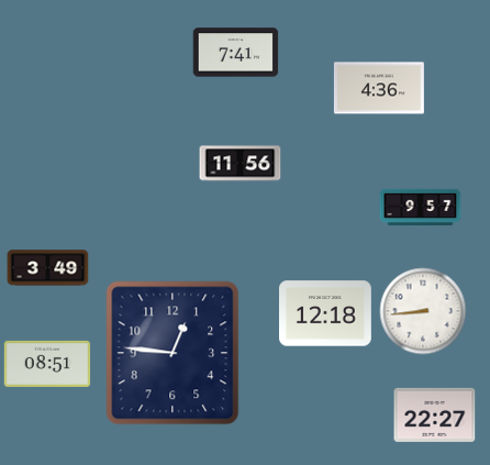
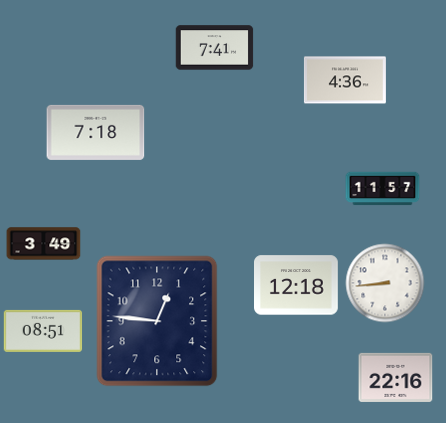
clock at (96, 132): none -> 7:18
clock at (241, 164): 11:56 -> none
clock at (421, 208): 9:57 -> 11:57
clock at (435, 414): 22:27 -> 22:16
